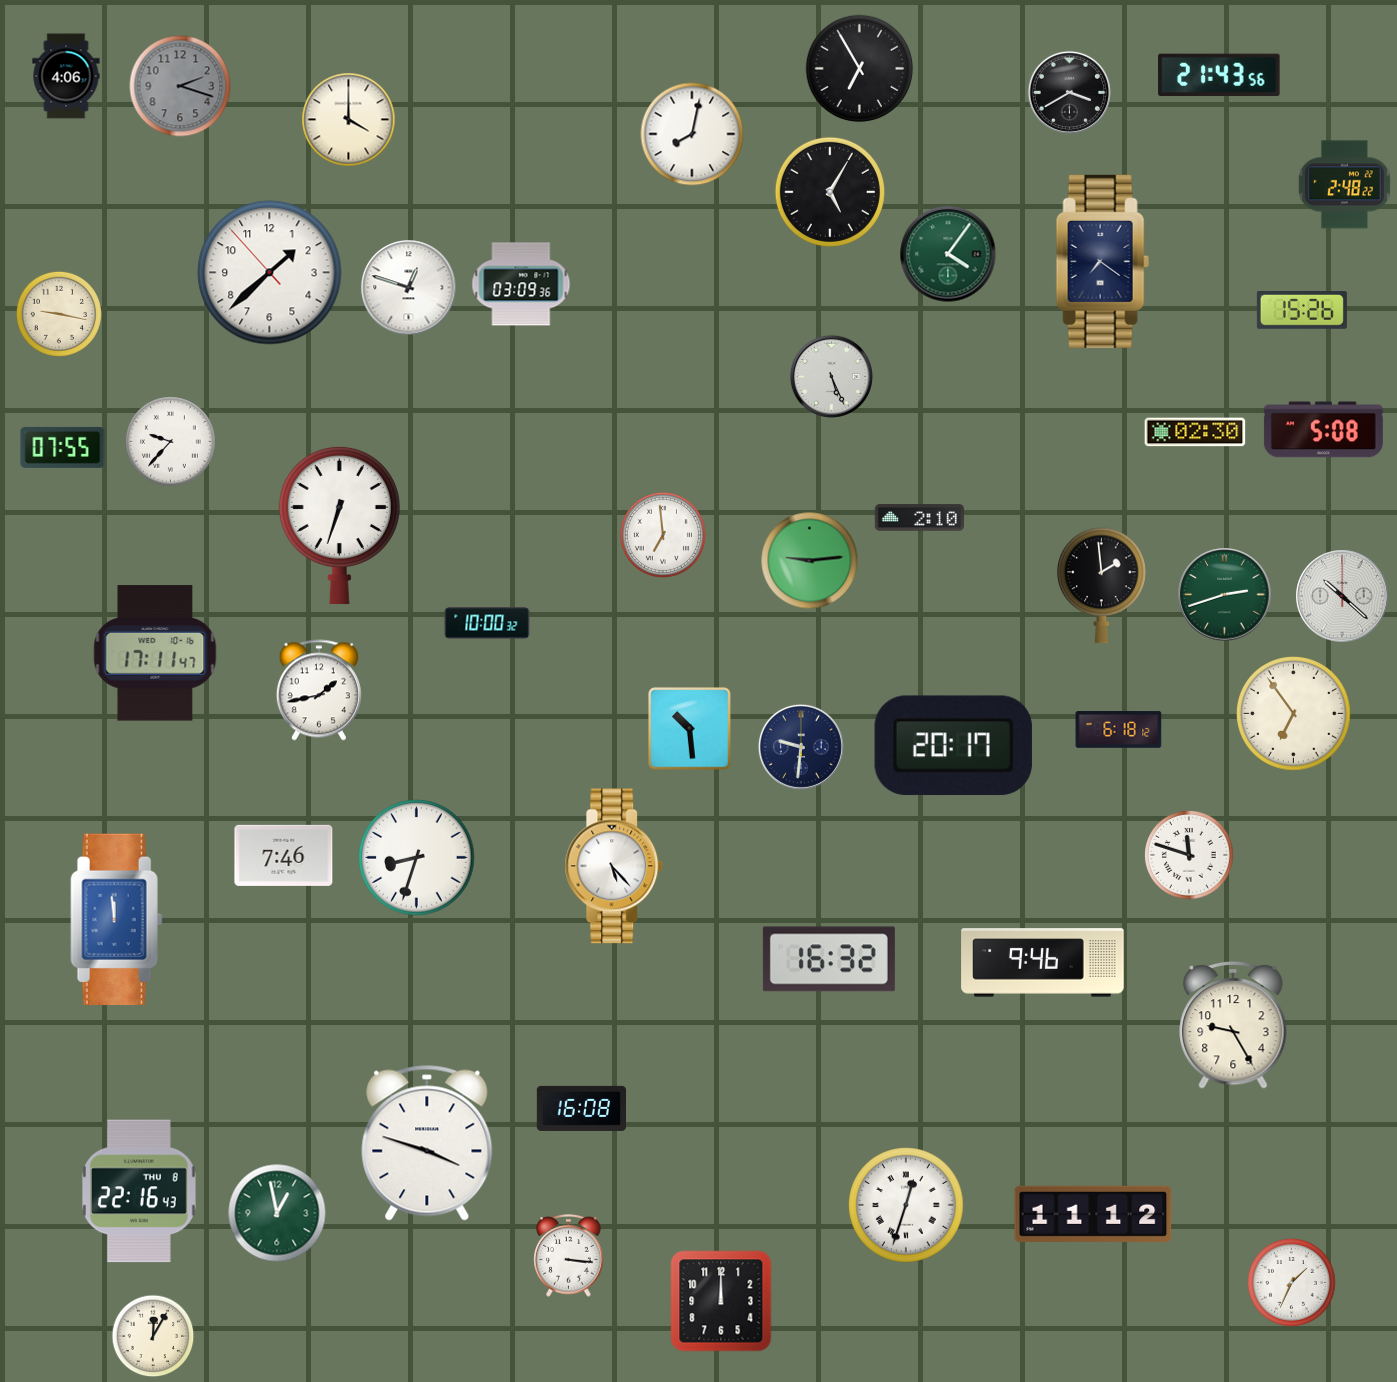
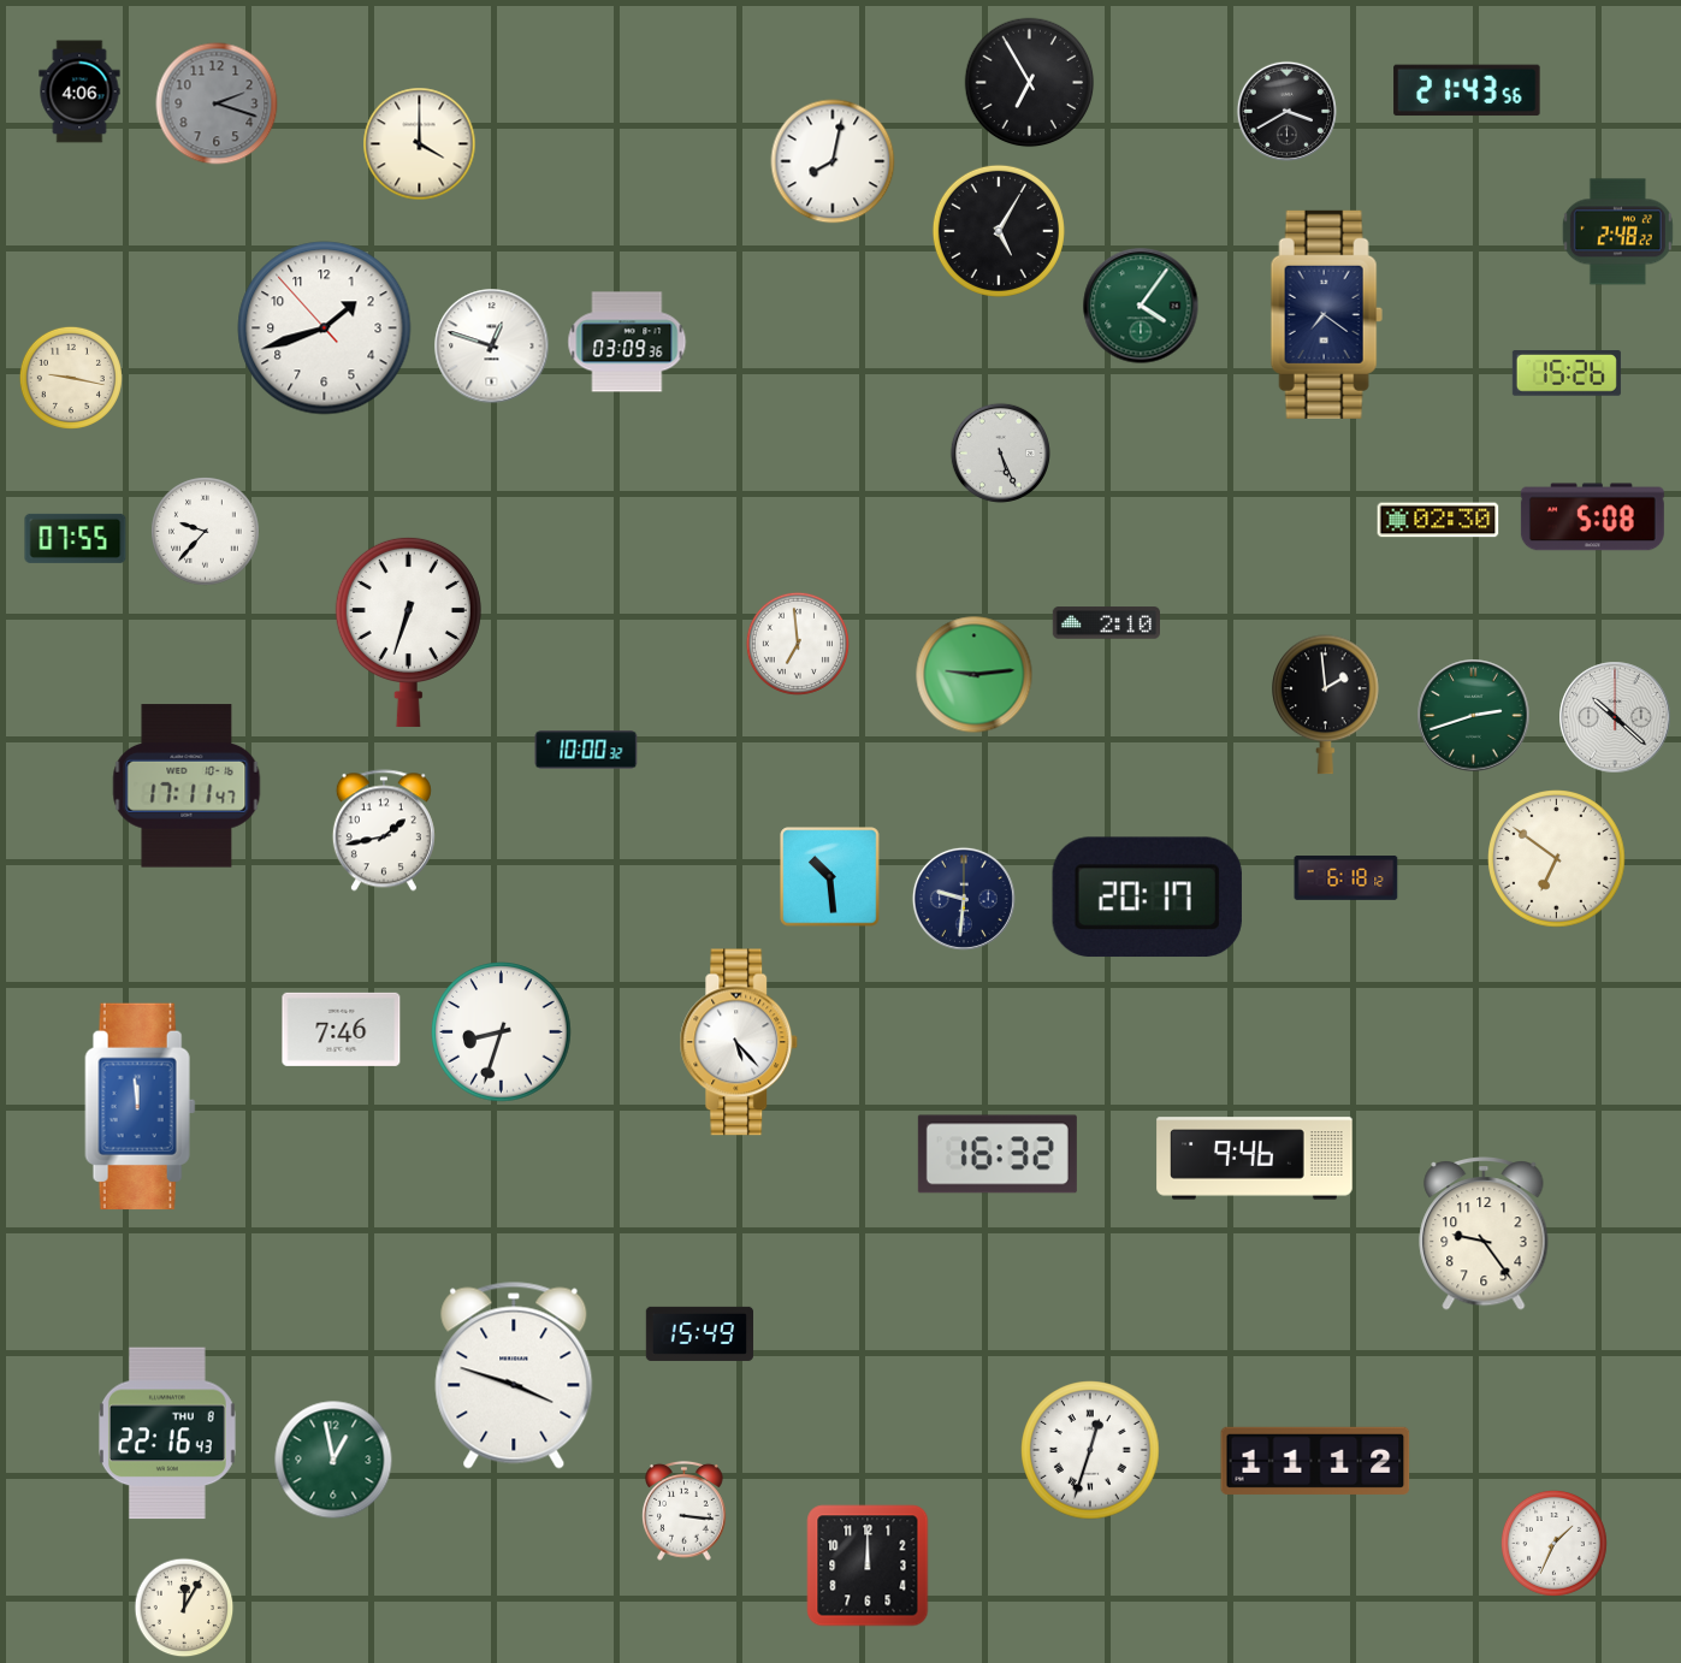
clock at (860, 69) position: (860, 69) -> (1030, 83)
clock at (1344, 185) position: (1344, 185) -> (1617, 232)
clock at (270, 273): 1:37 -> 1:41
clock at (1294, 714): 6:54 -> 6:51
clock at (1190, 856): 11:48 -> none
clock at (1233, 1026): 9:25 -> 9:24
clock at (581, 1108): 16:08 -> 15:49
